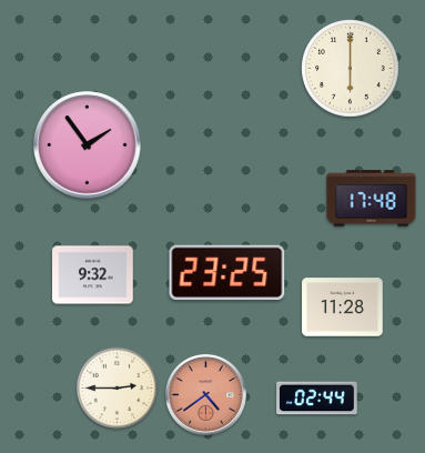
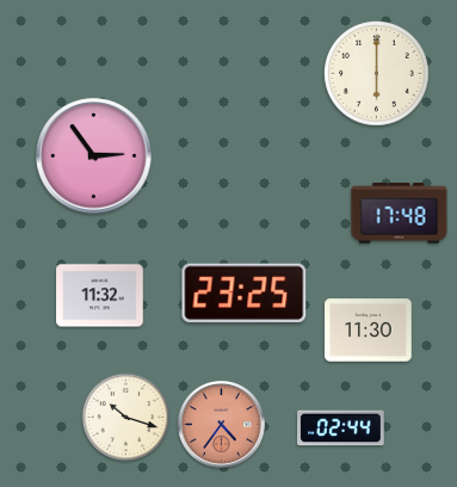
clock at (88, 145): 1:54 -> 2:54
clock at (93, 275): 9:32 -> 11:32
clock at (343, 308): 11:28 -> 11:30
clock at (118, 389): 2:45 -> 10:18
clock at (205, 394): 4:39 -> 4:36
